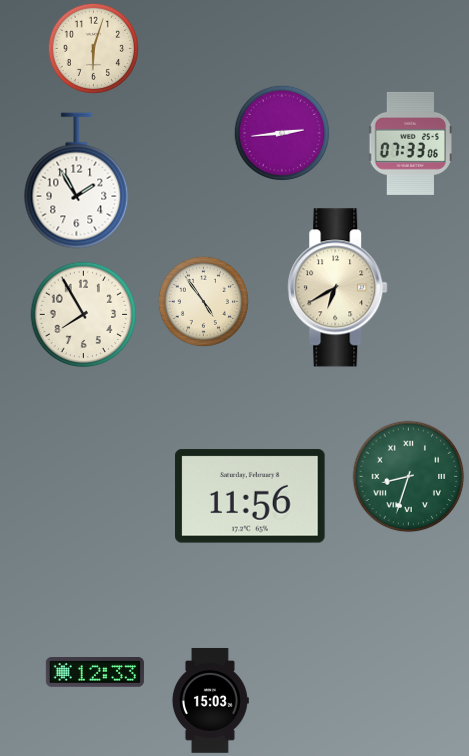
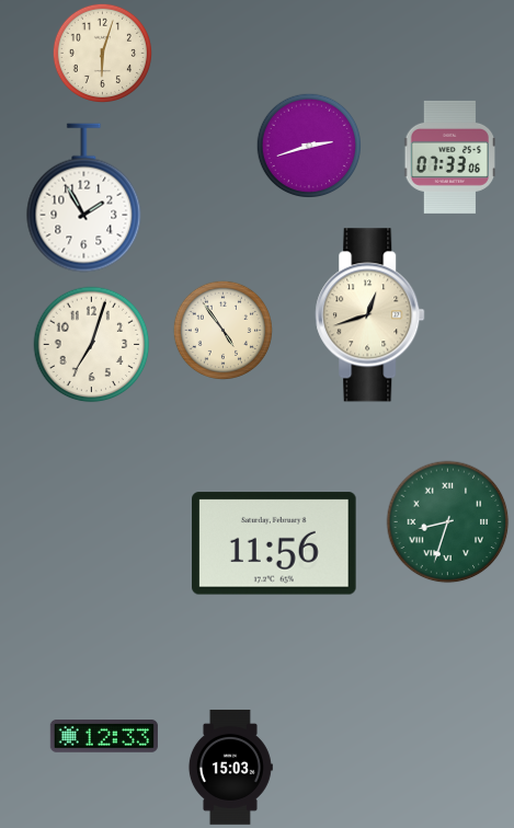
clock at (281, 132): 2:44 -> 2:42
clock at (338, 288): 6:40 -> 12:42
clock at (84, 315): 7:55 -> 7:03
